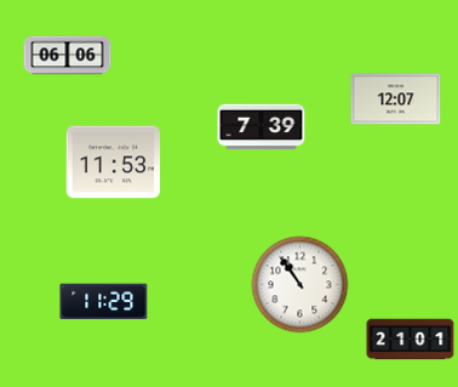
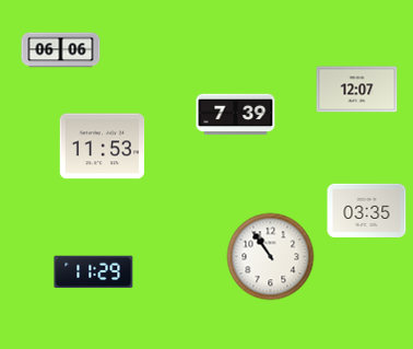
clock at (367, 210): none -> 03:35
clock at (411, 340): 21:01 -> none
